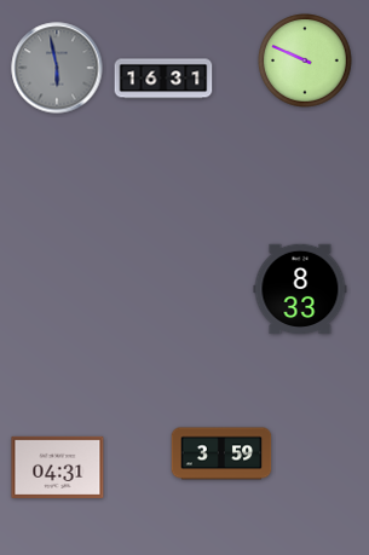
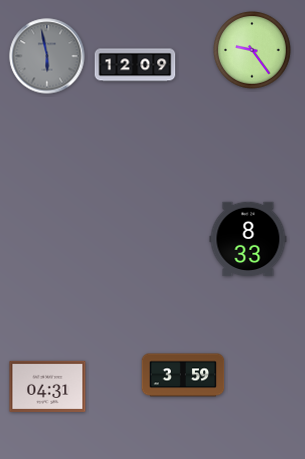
clock at (305, 60): 9:49 -> 9:24
clock at (163, 79): 16:31 -> 12:09
